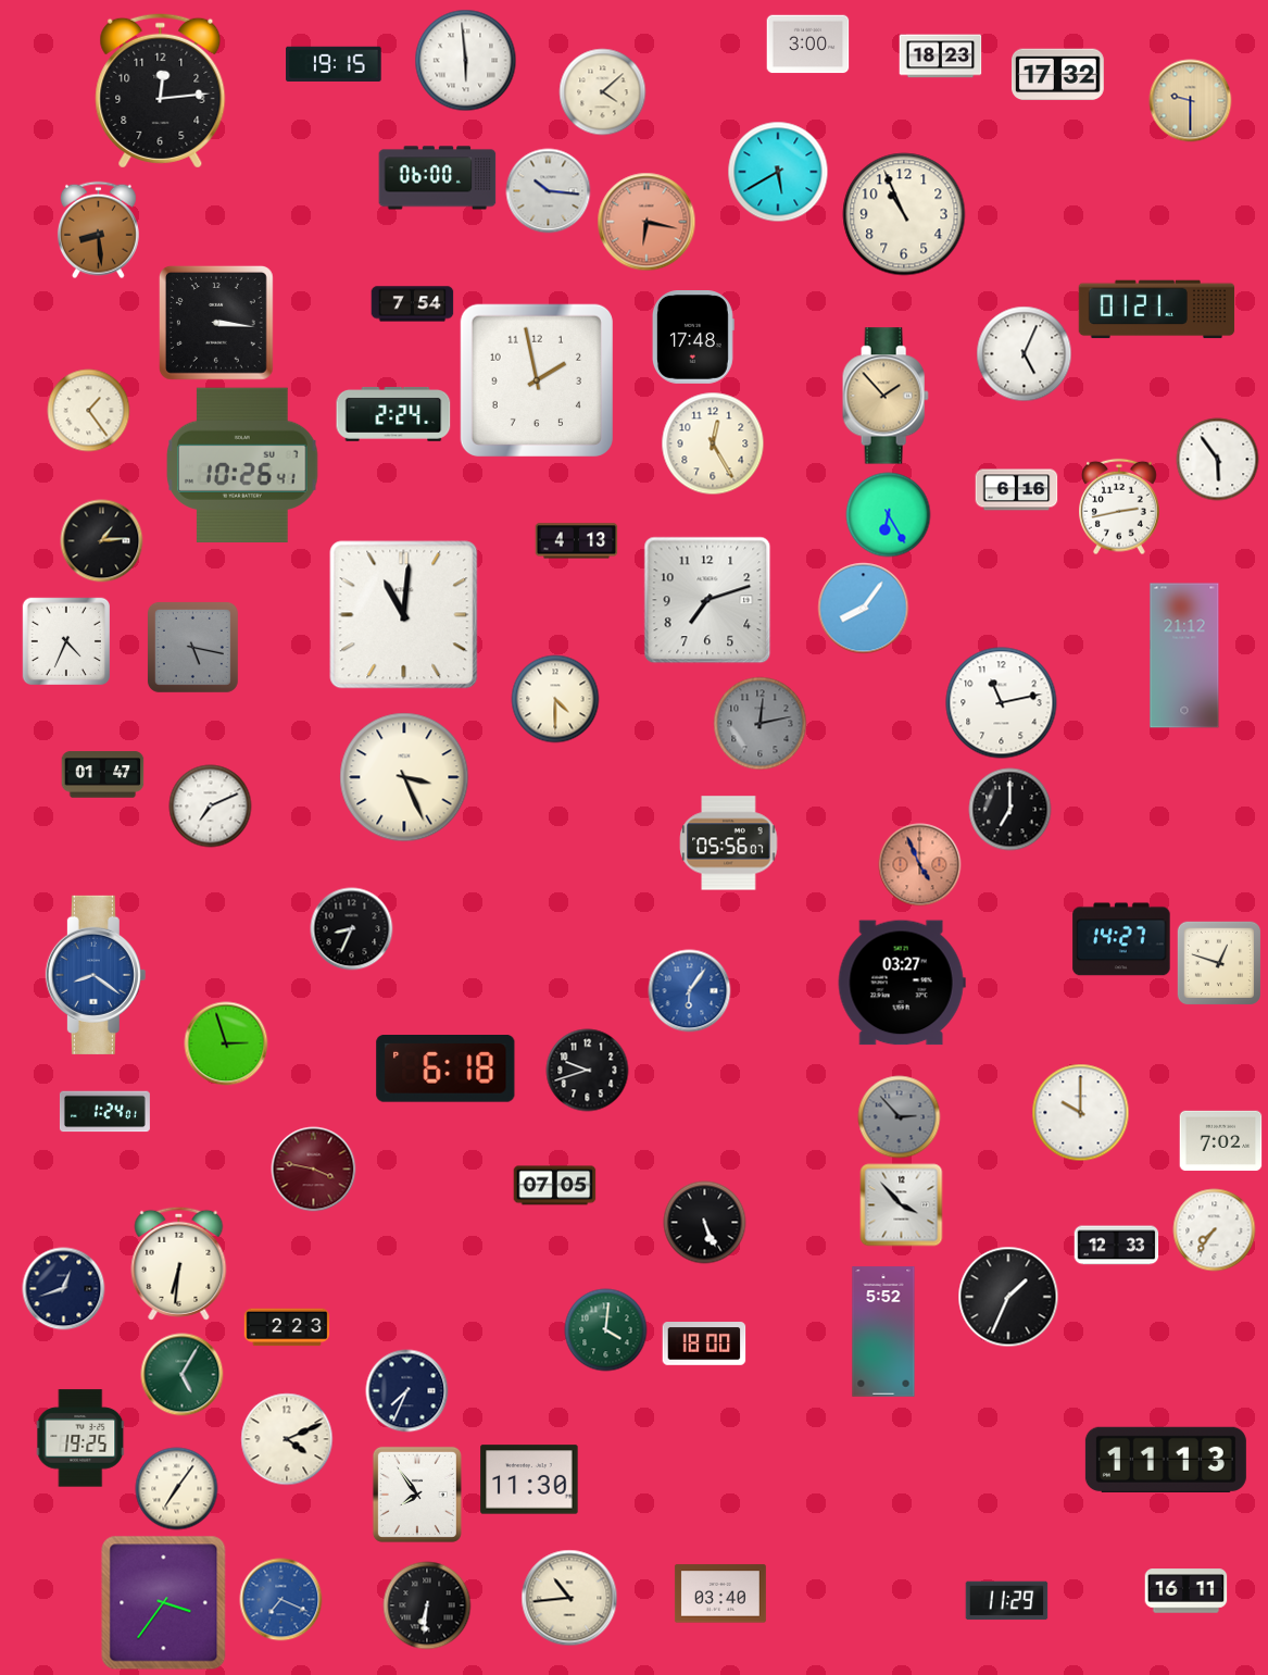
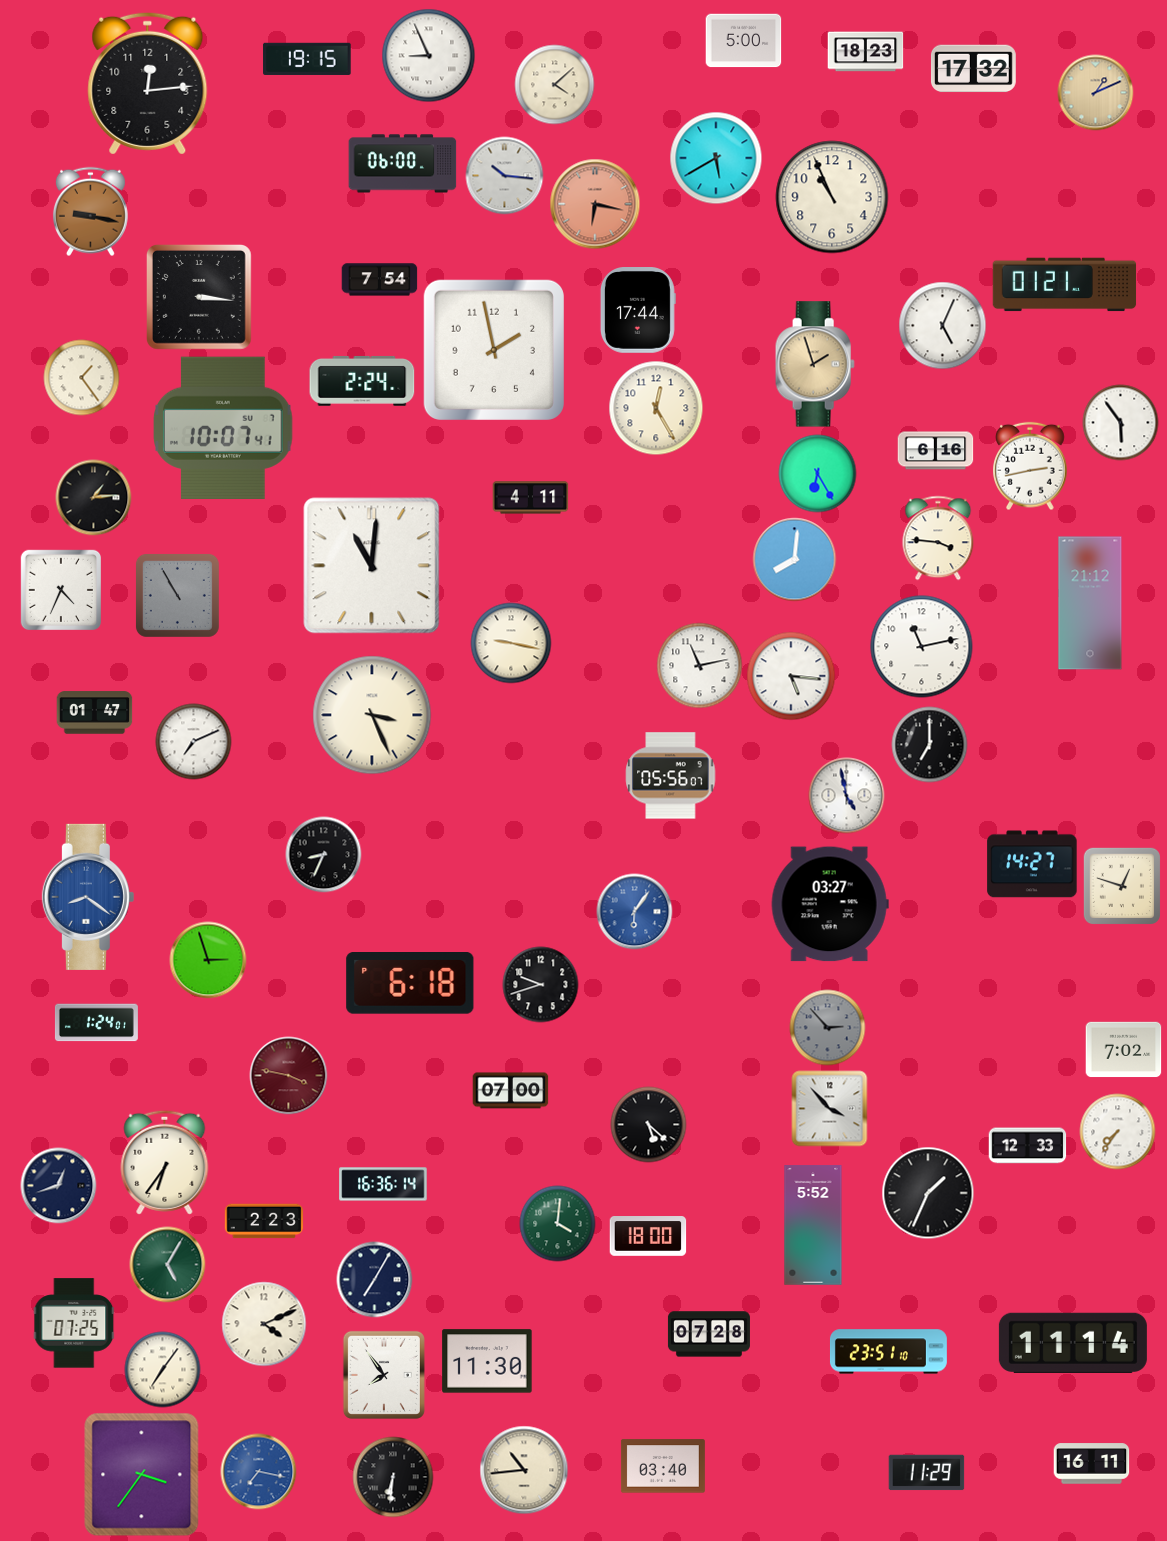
clock at (808, 45): 3:00 -> 5:00
clock at (466, 61): 5:59 -> 8:56
clock at (1191, 101): 9:30 -> 1:11
clock at (98, 230): 8:29 -> 9:17
clock at (693, 338): 17:48 -> 17:44
clock at (886, 396): 1:53 -> 1:57
clock at (243, 464): 10:26 -> 10:07
clock at (577, 541): 4:13 -> 4:11
clock at (938, 538): none -> 3:46
clock at (707, 600): 7:12 -> none
clock at (864, 609): 8:06 -> 8:01
clock at (192, 647): 5:17 -> 10:55
clock at (555, 699): 4:30 -> 9:17
clock at (761, 724): 12:13 -> 11:13
clock at (761, 724) dial: grey -> white
clock at (791, 676): none -> 5:16
clock at (920, 865): 4:56 -> 4:58
clock at (920, 865) dial: salmon -> white
clock at (1081, 1113): 10:00 -> none
clock at (555, 1186): 07:05 -> 07:00
clock at (705, 1223): 5:26 -> 5:22
clock at (179, 1263): 6:31 -> 6:36
clock at (383, 1184): none -> 16:36
clock at (407, 1391): 7:34 -> 7:05
clock at (80, 1438): 19:25 -> 07:25
clock at (709, 1334): none -> 07:28
clock at (1166, 1460): 11:13 -> 11:14
clock at (888, 1352): none -> 23:51
clock at (281, 1600): 7:19 -> 7:17
clock at (164, 1603) position: (164, 1603) -> (142, 1475)
